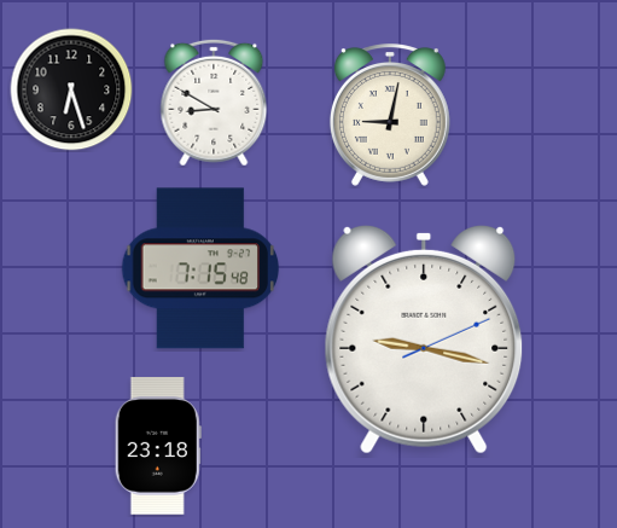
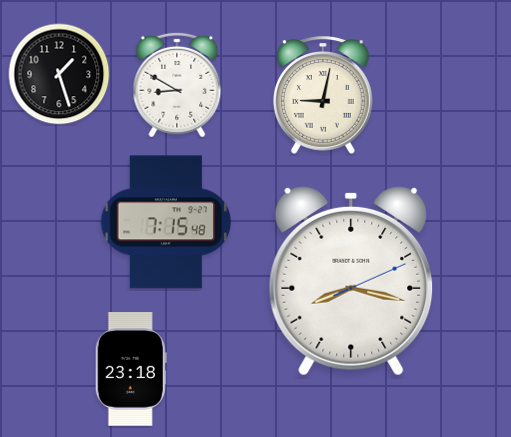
clock at (71, 89): 6:27 -> 1:27
clock at (424, 340): 9:17 -> 8:17
